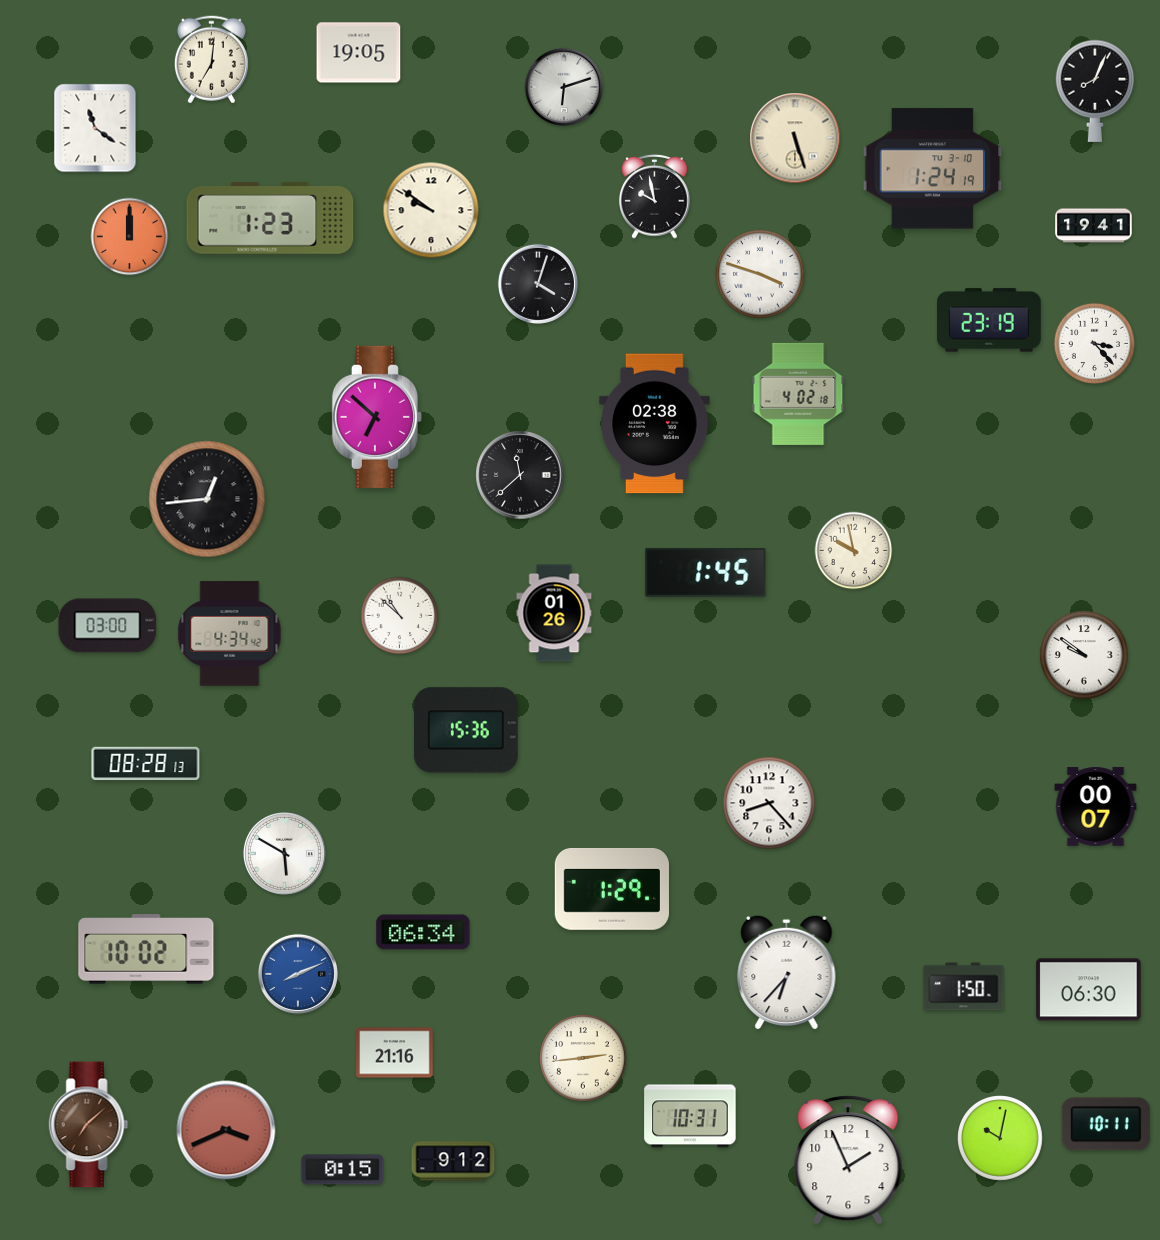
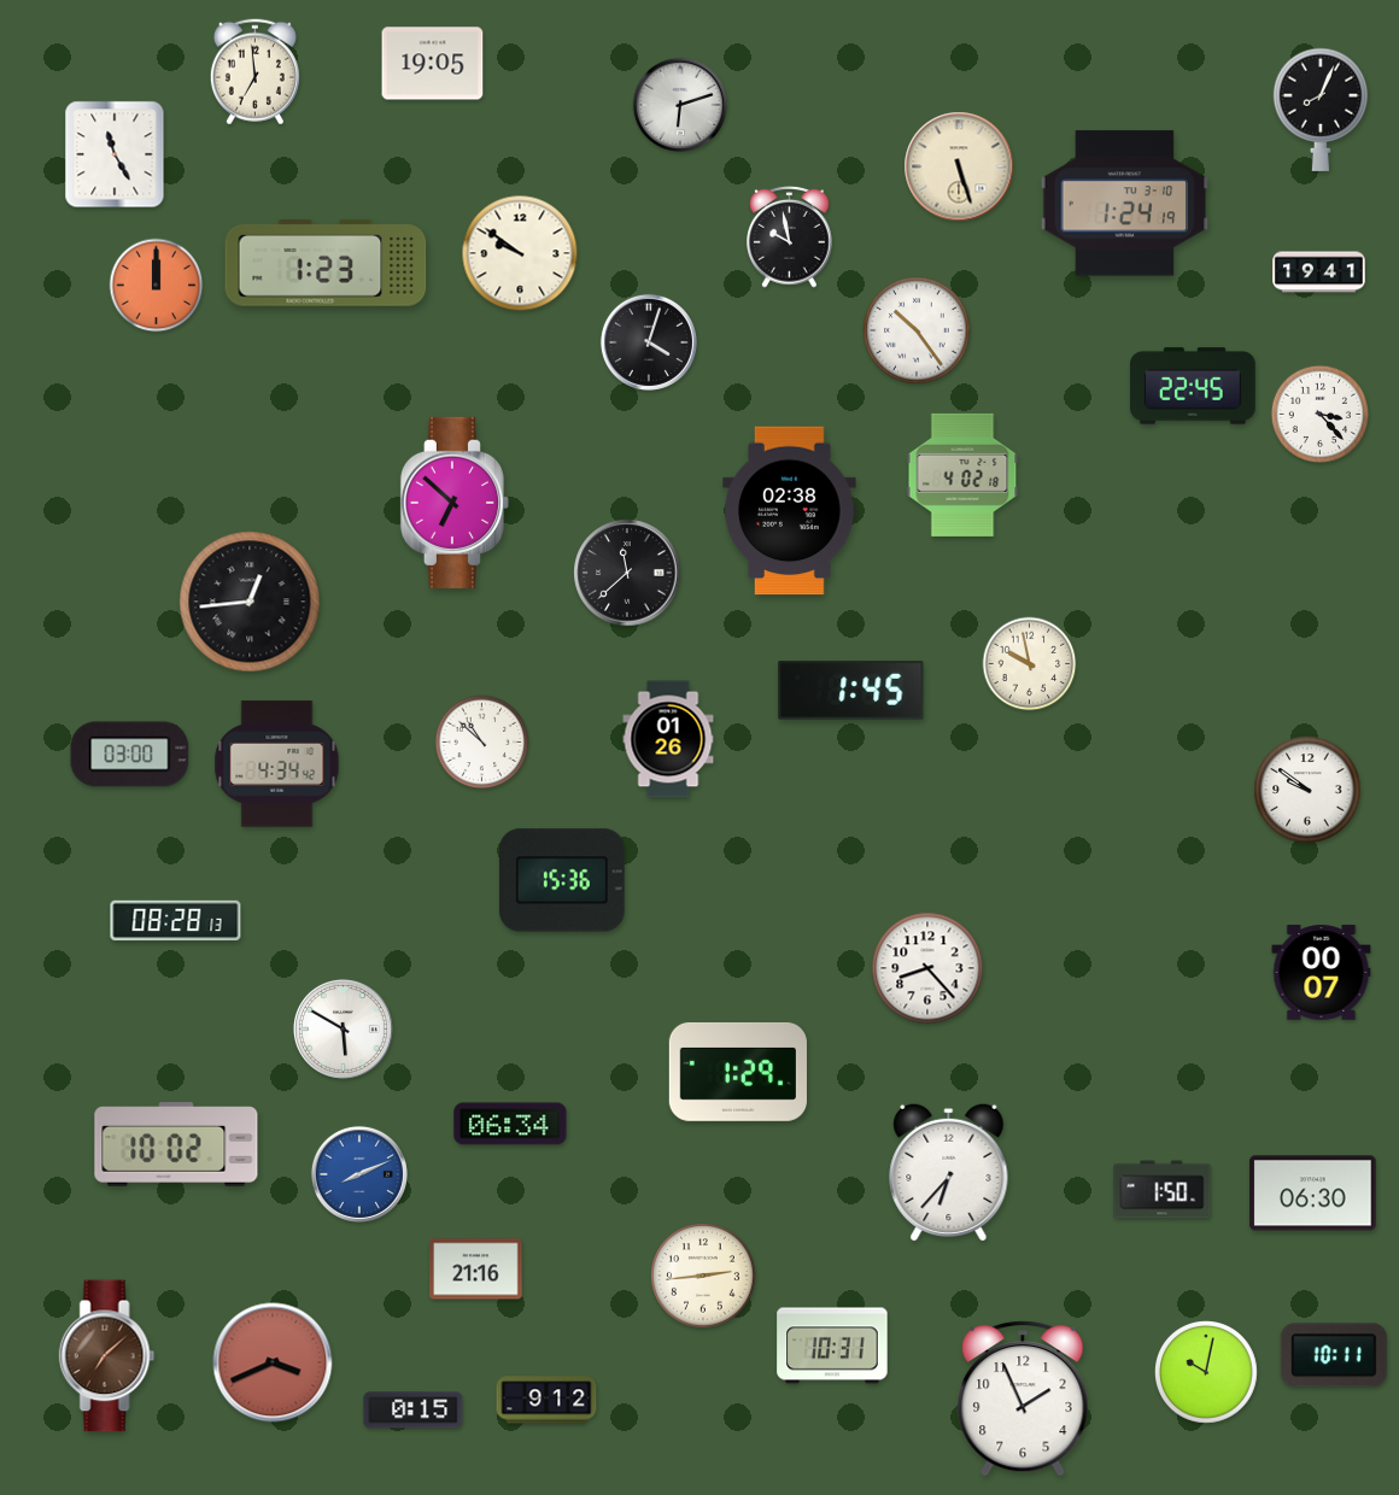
clock at (211, 60): 7:01 -> 6:59
clock at (95, 128): 11:21 -> 11:25
clock at (760, 274): 3:48 -> 10:24
clock at (990, 320): 23:19 -> 22:45
